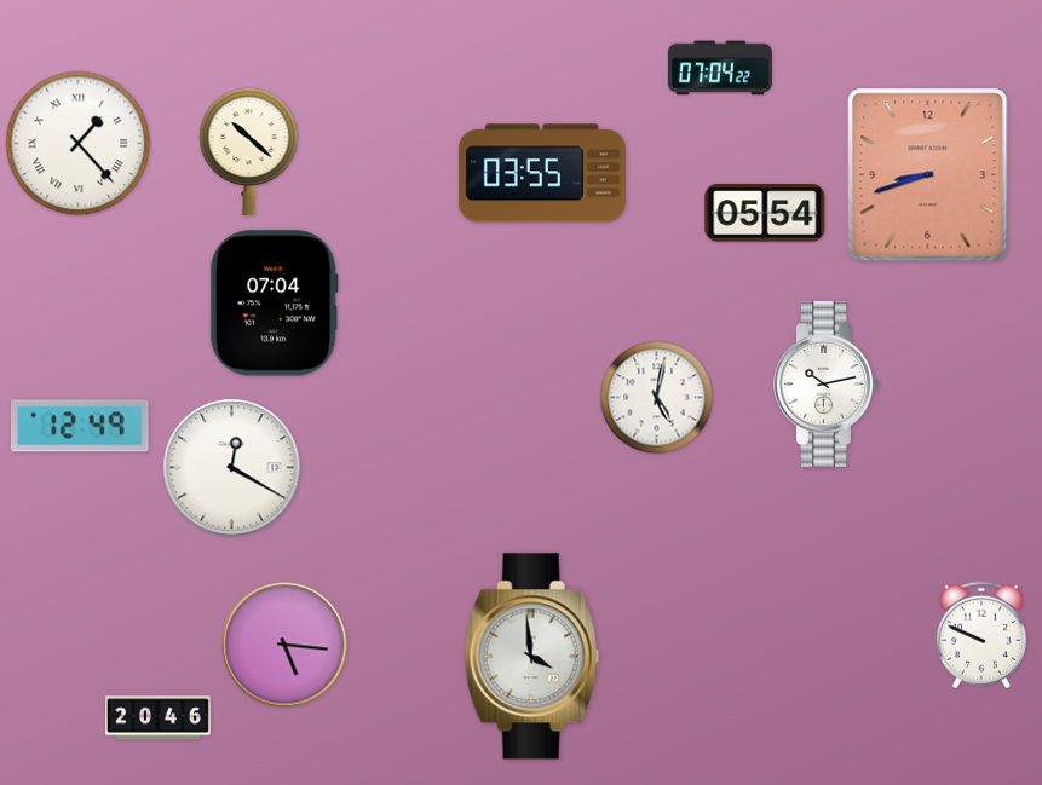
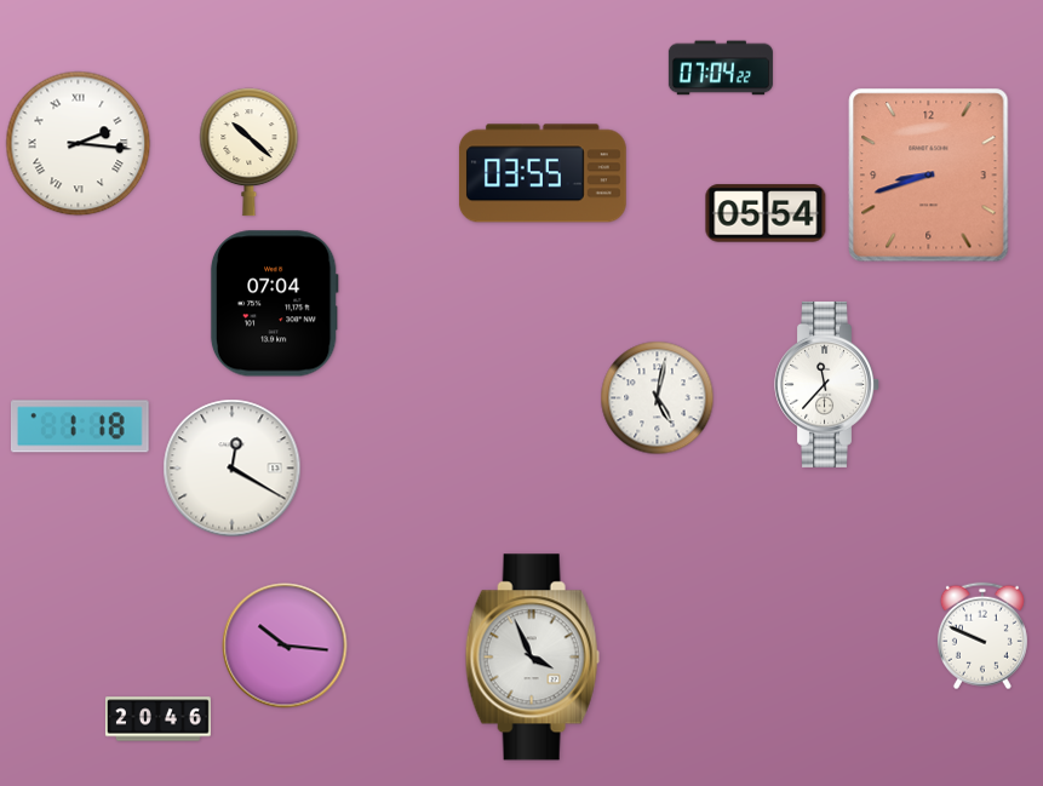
clock at (79, 144): 1:23 -> 2:16
clock at (827, 383): 10:13 -> 11:37
clock at (80, 426): 12:49 -> 1:18
clock at (284, 645): 5:16 -> 10:16
clock at (531, 657): 3:59 -> 3:56
